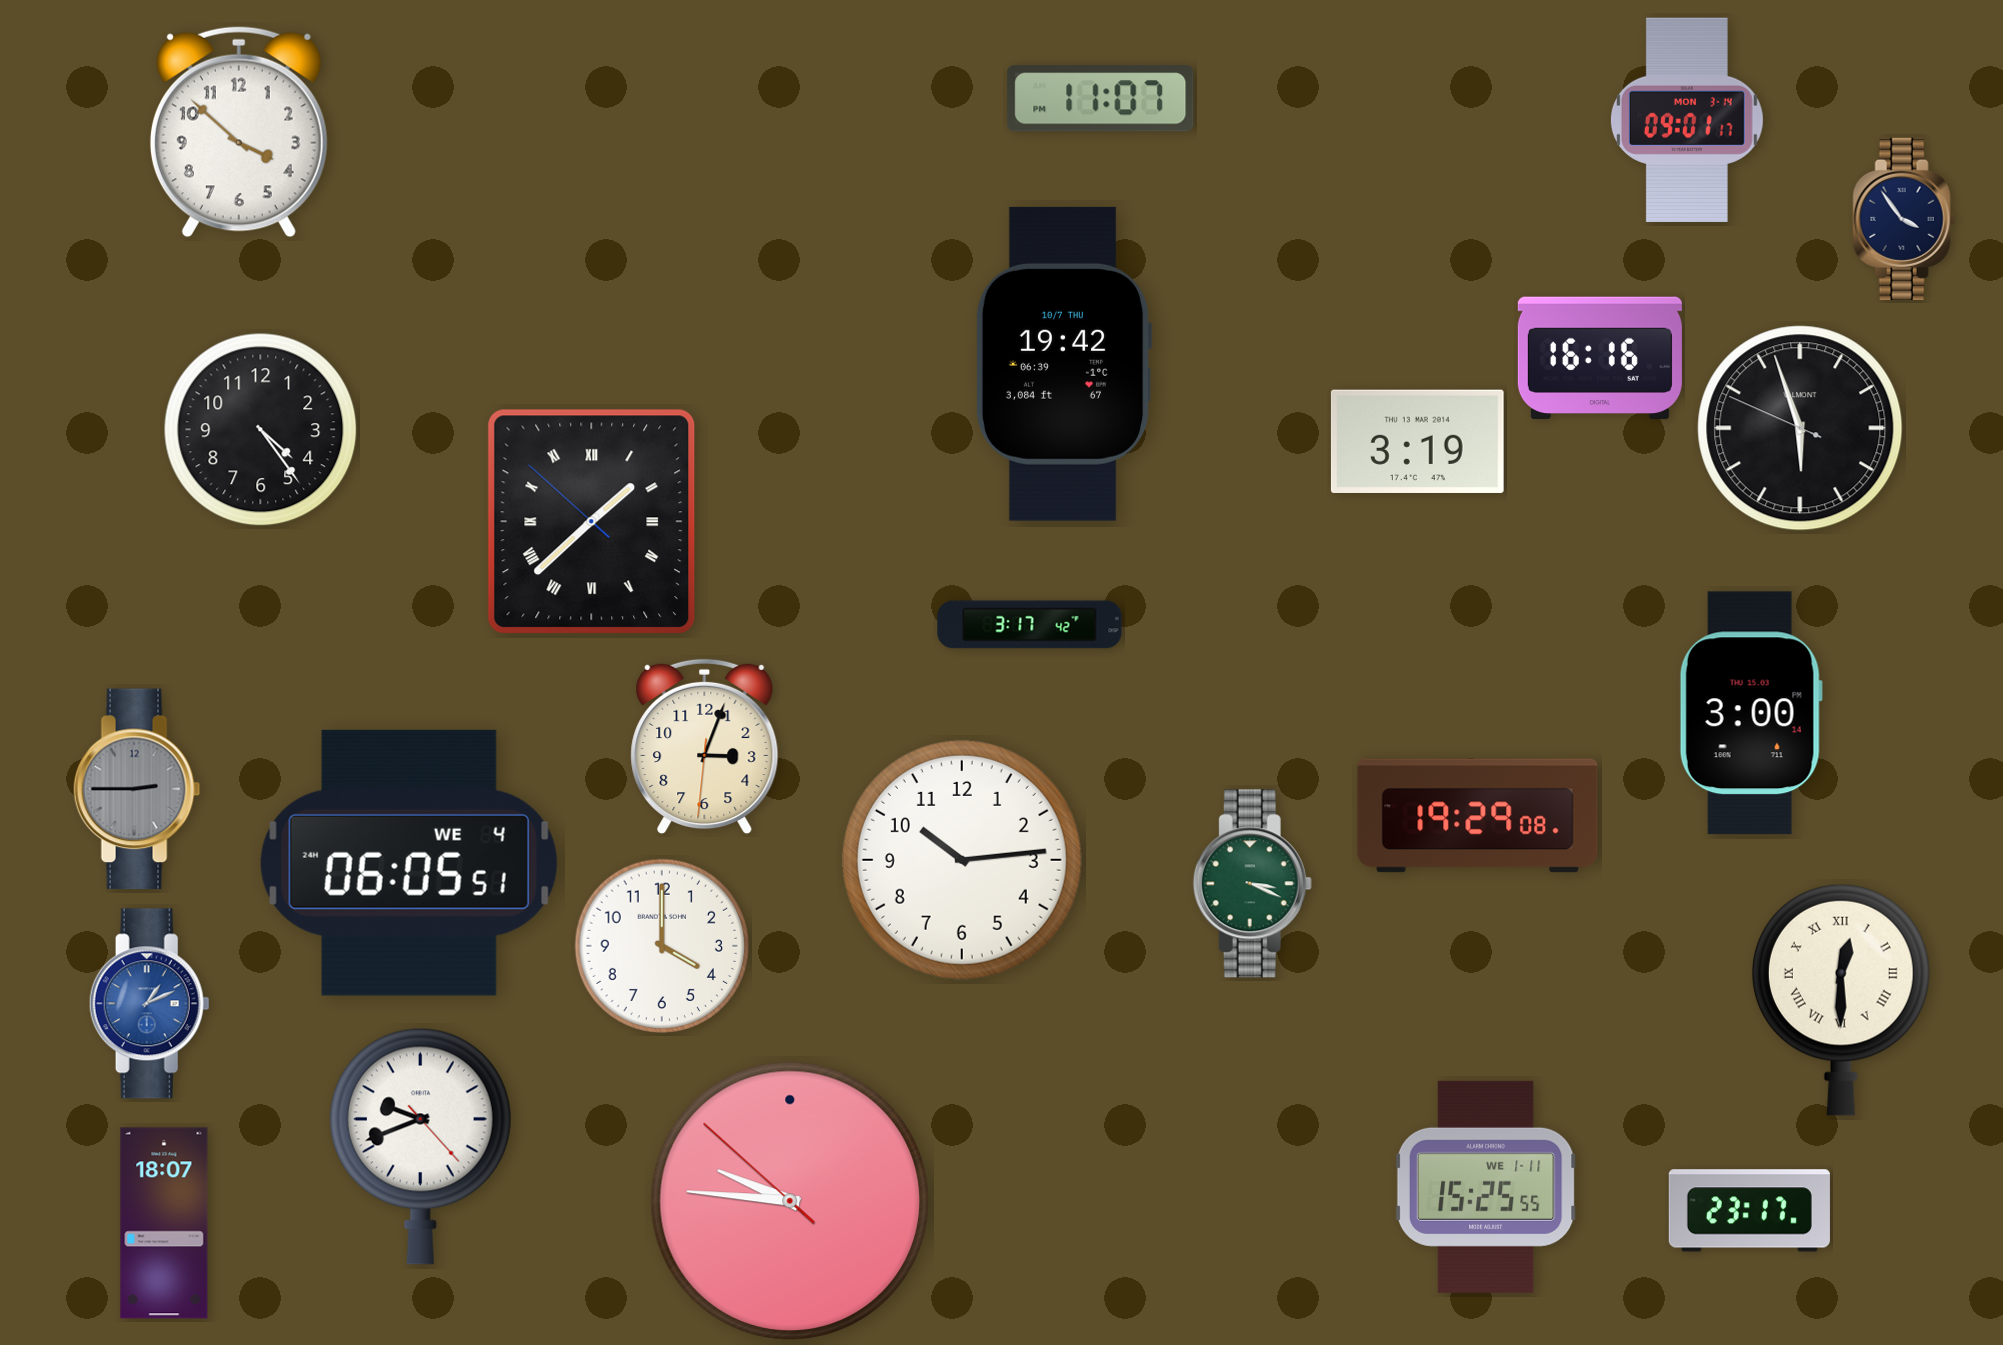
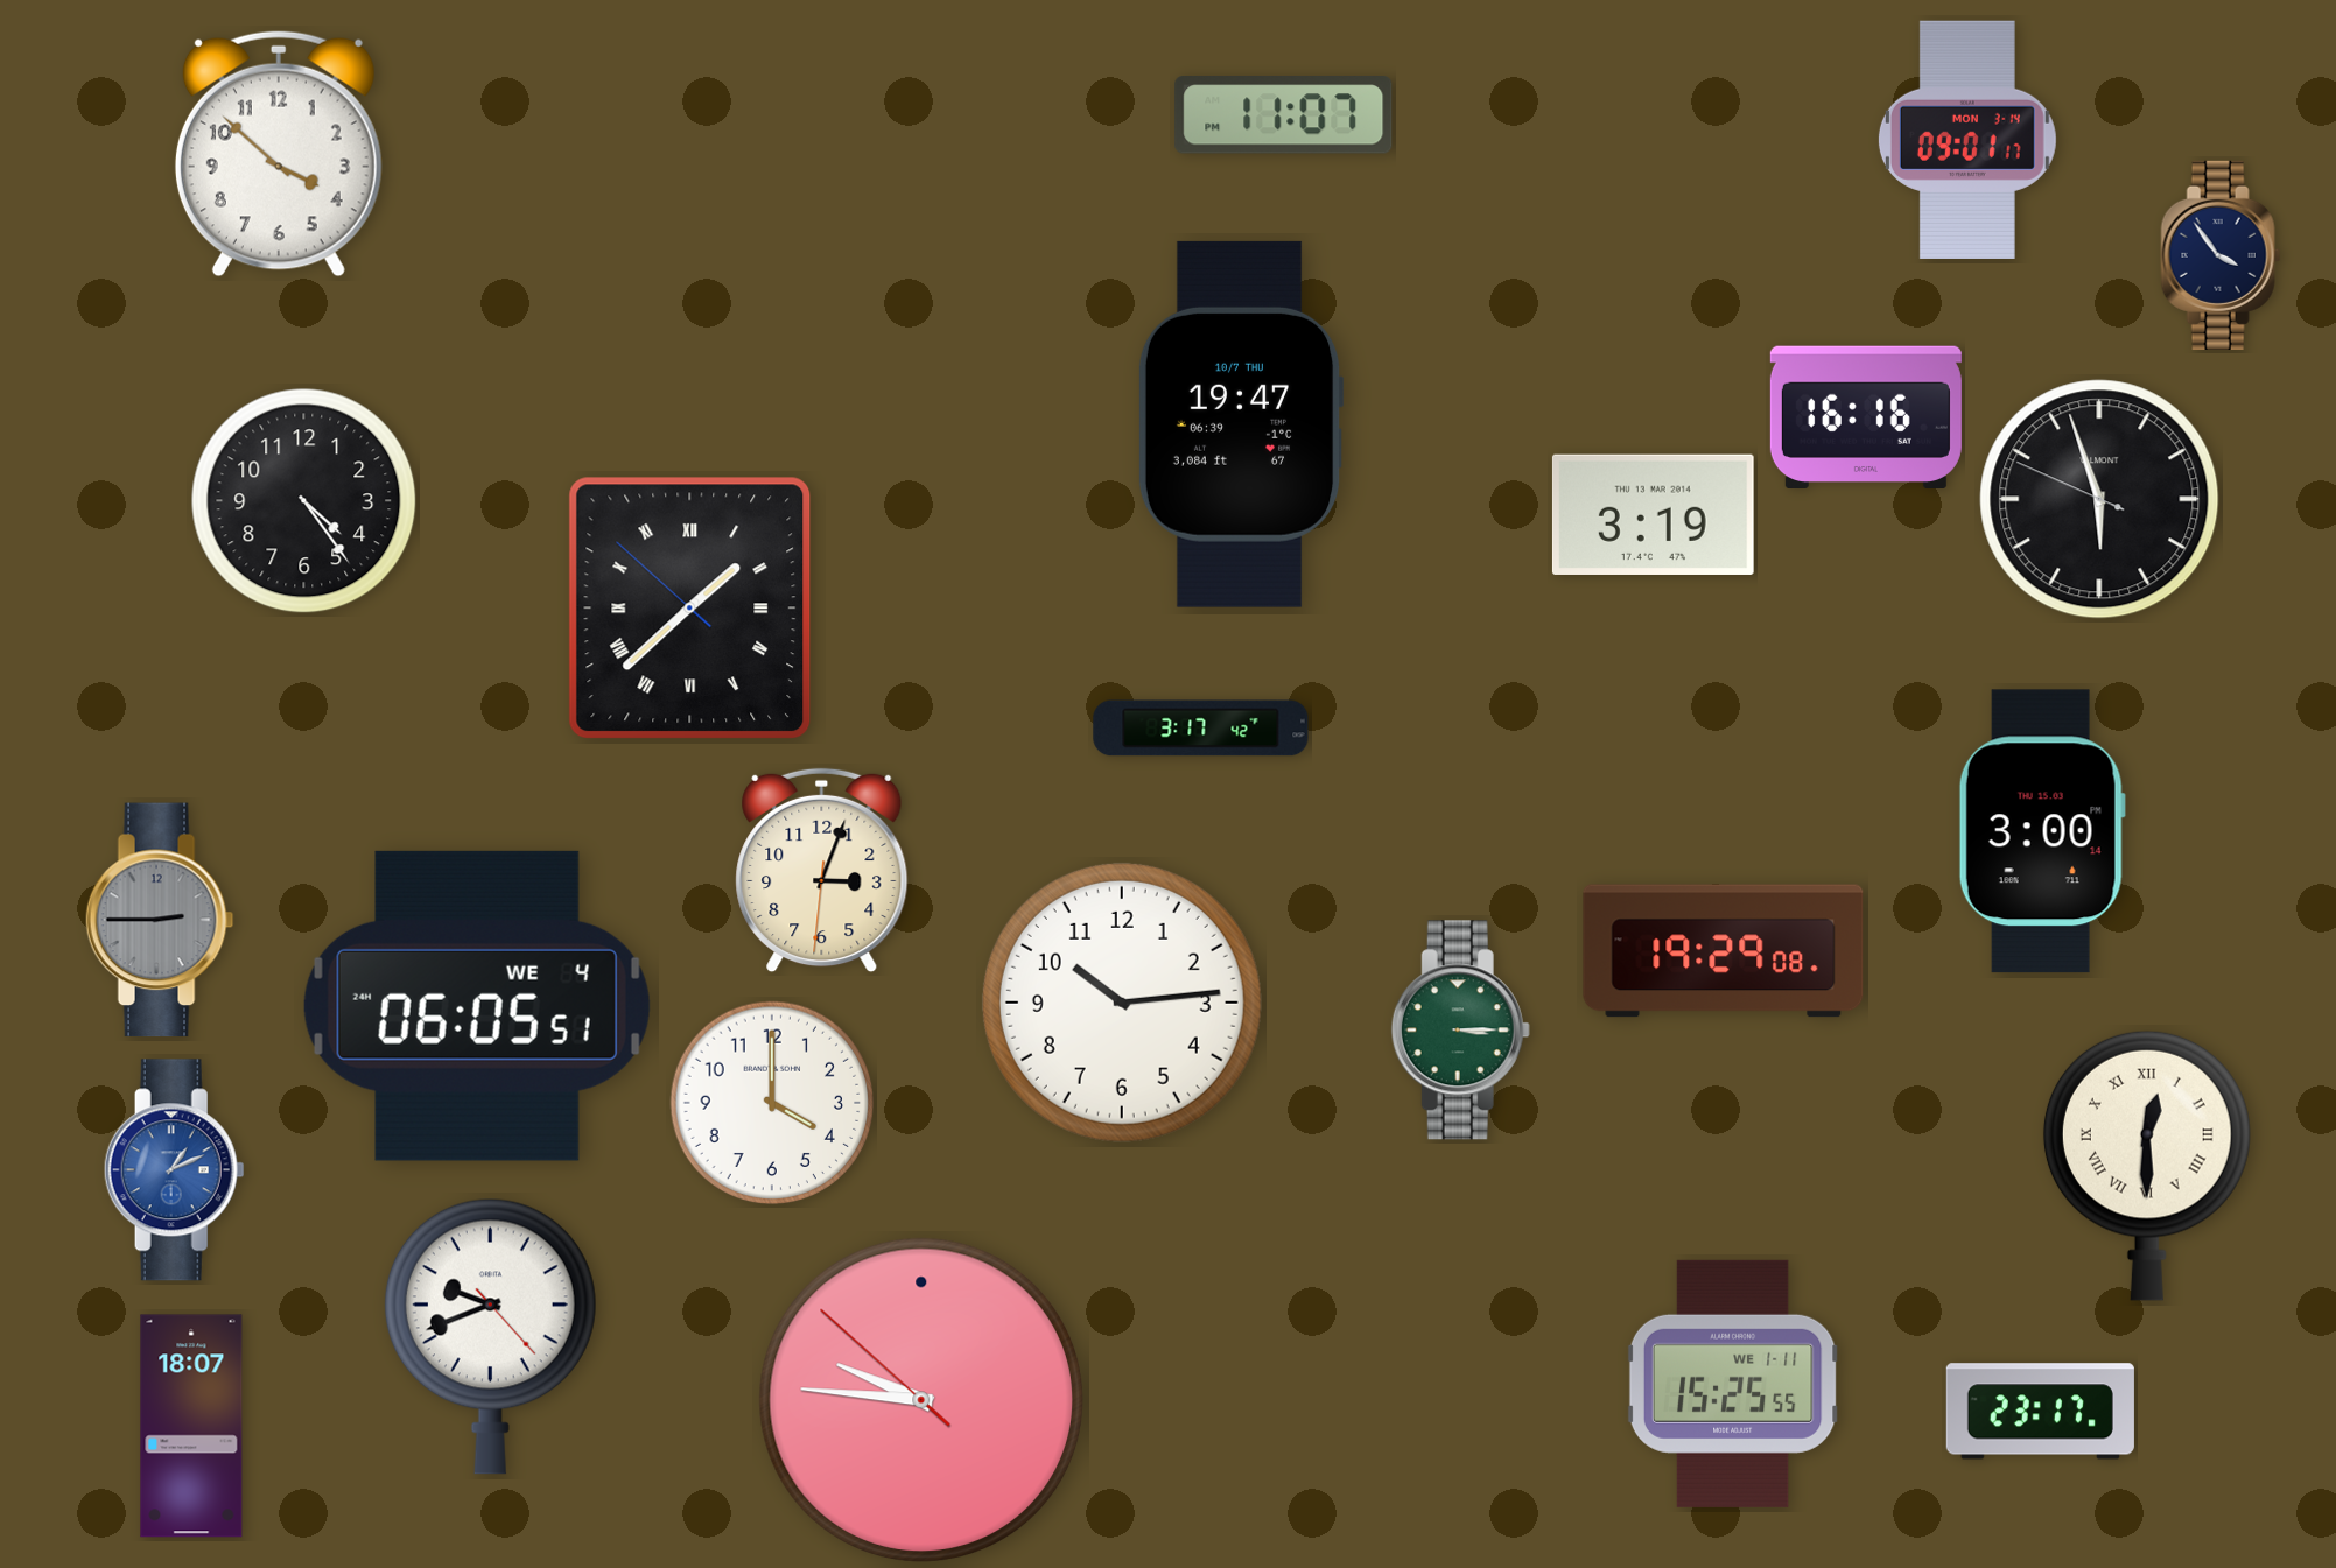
clock at (1064, 364): 19:42 -> 19:47
clock at (1252, 884): 3:19 -> 3:15
